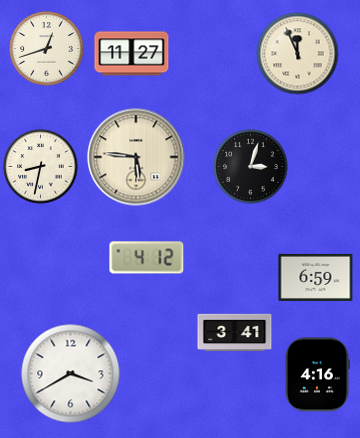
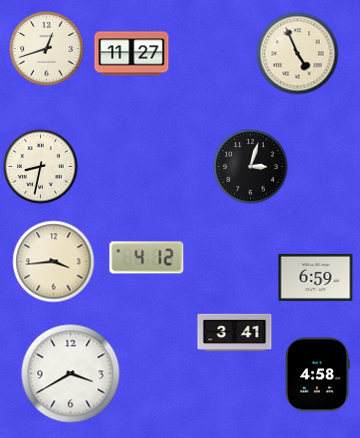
clock at (298, 54): 11:56 -> 4:56
clock at (136, 157): 5:46 -> none
clock at (54, 262): none -> 3:44
clock at (317, 375): 4:16 -> 4:58
